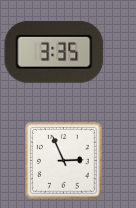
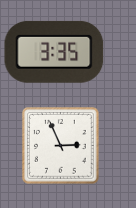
clock at (64, 161) position: (64, 161) -> (61, 146)
